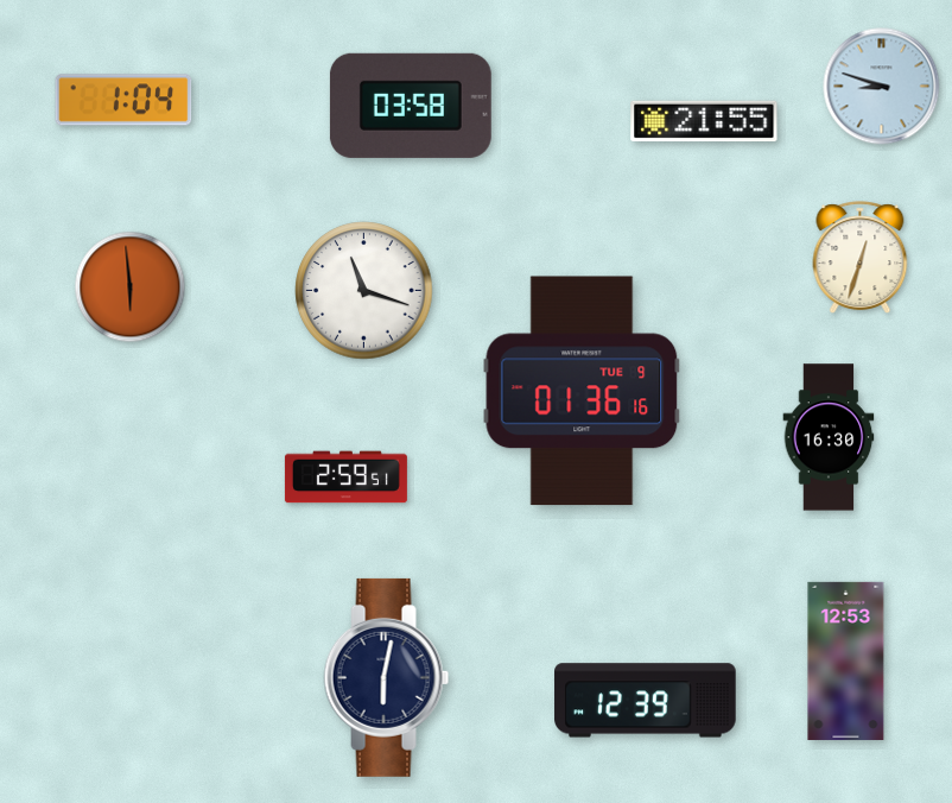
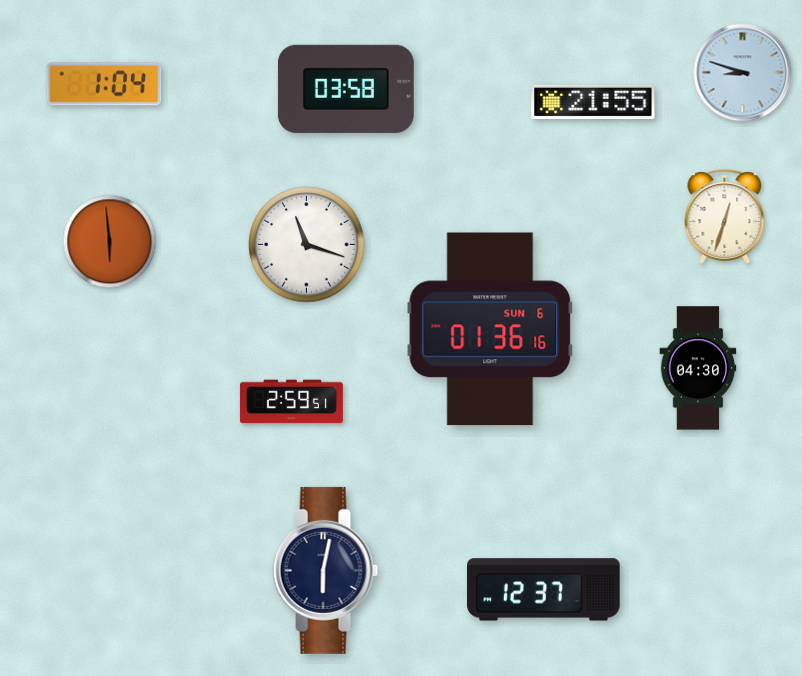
clock at (582, 391) date: TUE 9 -> SUN 6
clock at (829, 437): 16:30 -> 04:30
clock at (846, 660): 12:53 -> none
clock at (646, 701): 12:39 -> 12:37
